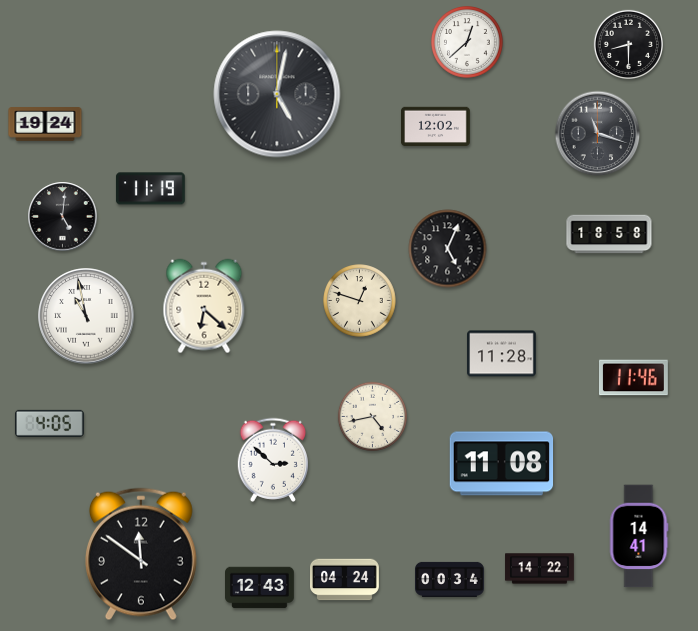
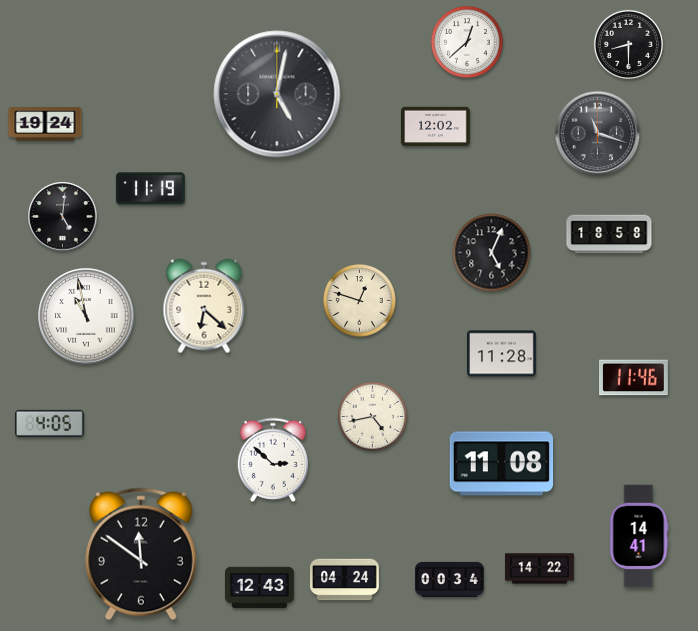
clock at (448, 249) position: (448, 249) -> (492, 253)
